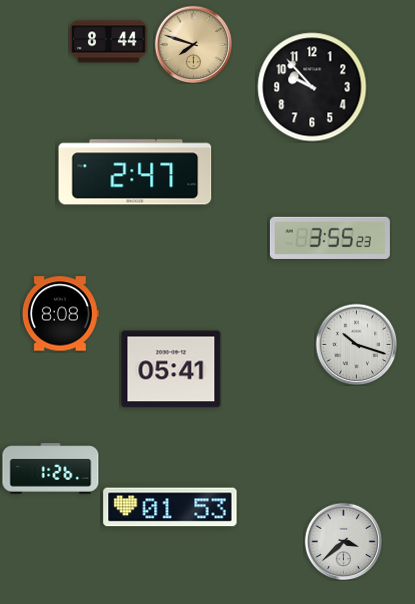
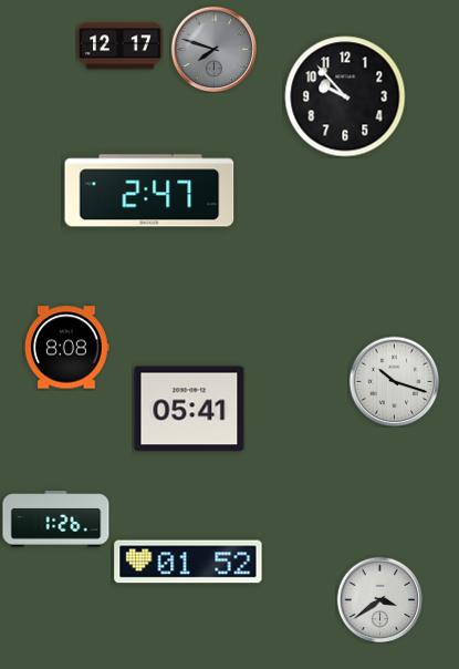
clock at (109, 42): 8:44 -> 12:17
clock at (193, 44) dial: champagne -> grey
clock at (330, 238): 3:55 -> none
clock at (170, 507): 01:53 -> 01:52
clock at (343, 541): 3:38 -> 3:39
